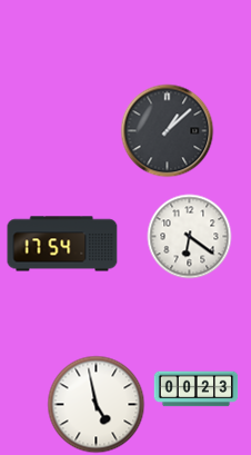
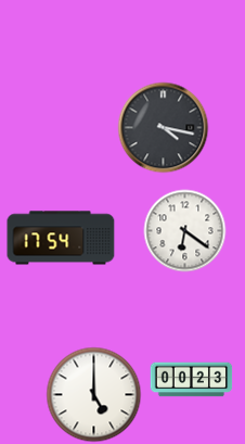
clock at (168, 131): 1:08 -> 4:17
clock at (97, 405): 4:58 -> 5:00
